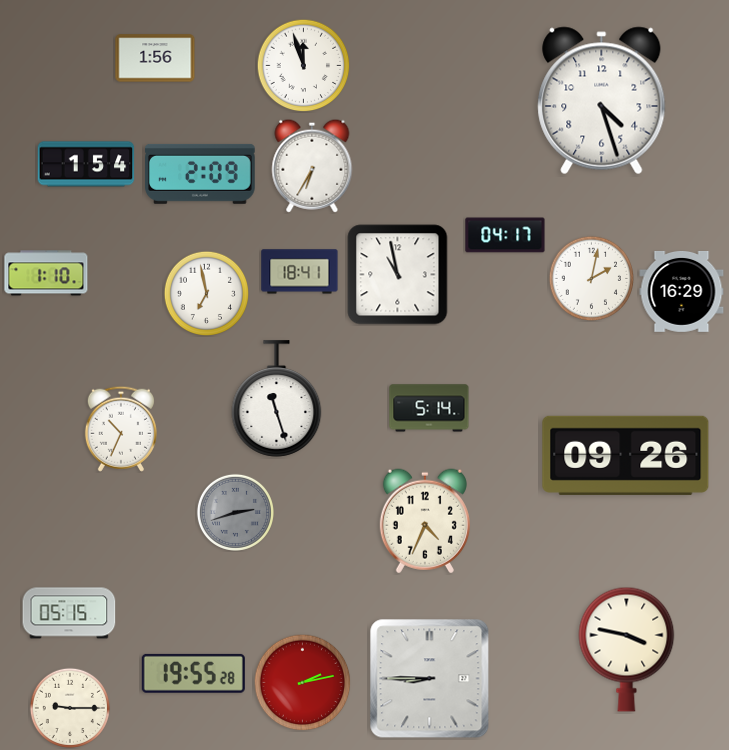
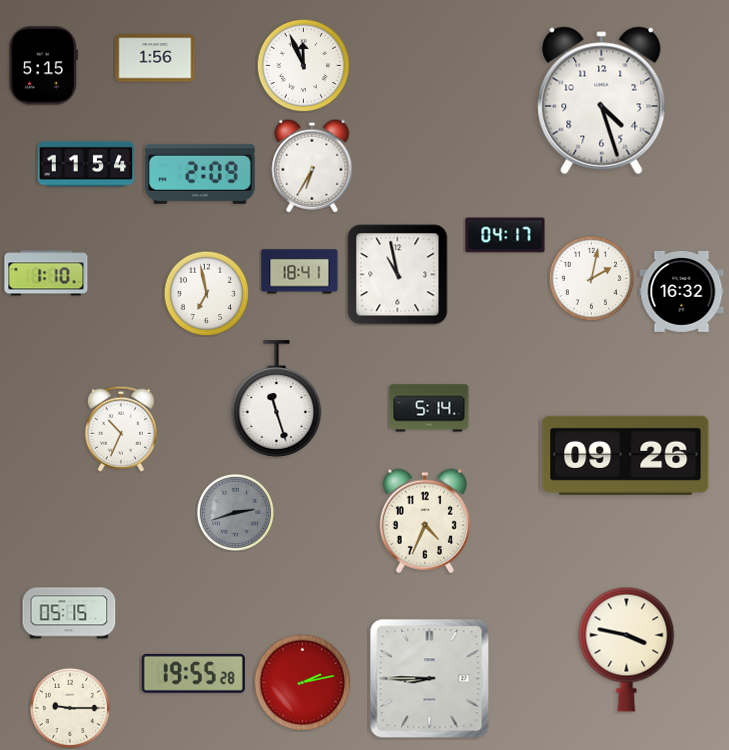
clock at (303, 65): 11:57 -> 11:56
clock at (43, 66): none -> 5:15
clock at (86, 164): 1:54 -> 11:54
clock at (682, 291): 16:29 -> 16:32
